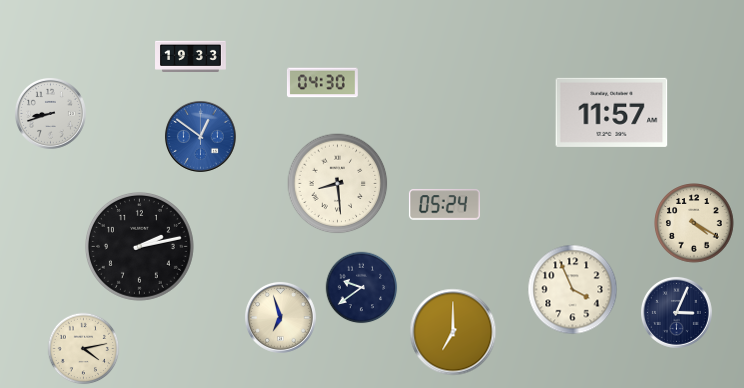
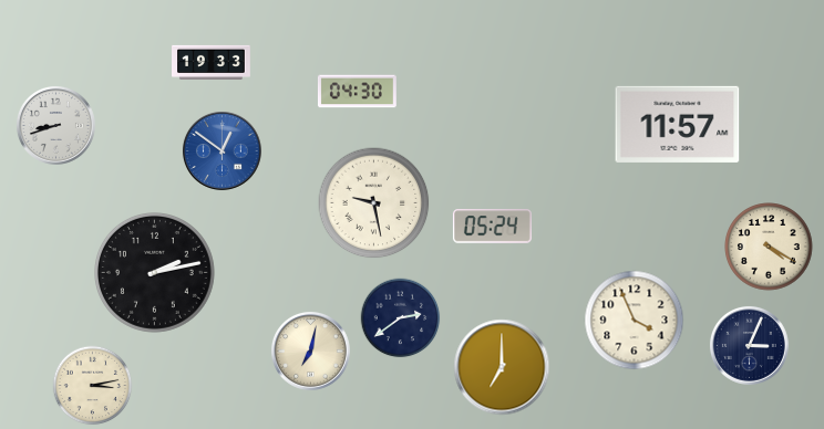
clock at (338, 184): 8:29 -> 9:28
clock at (362, 288): 9:39 -> 2:39
clock at (280, 317): 6:57 -> 7:02
clock at (84, 349): 4:13 -> 3:13
